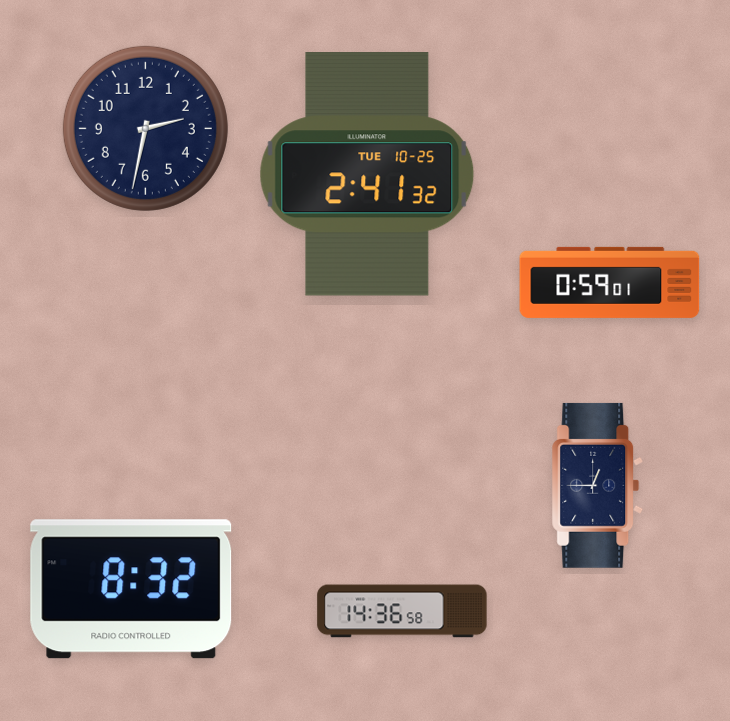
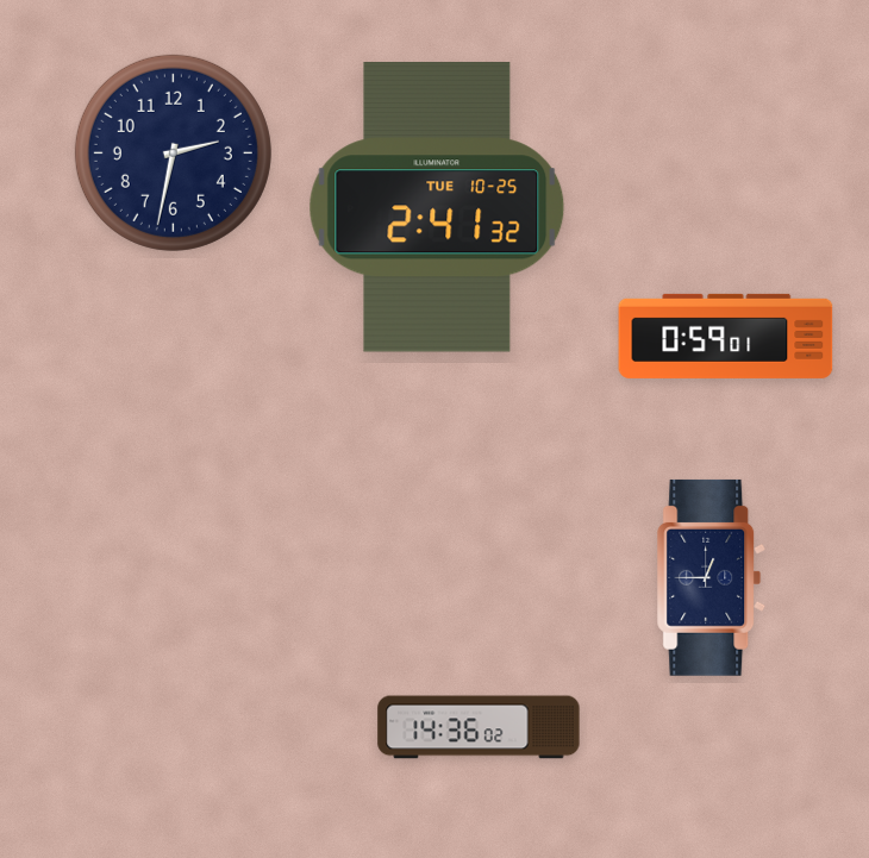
clock at (131, 589): 8:32 -> none
clock at (402, 611): 14:36:58 -> 14:36:02
